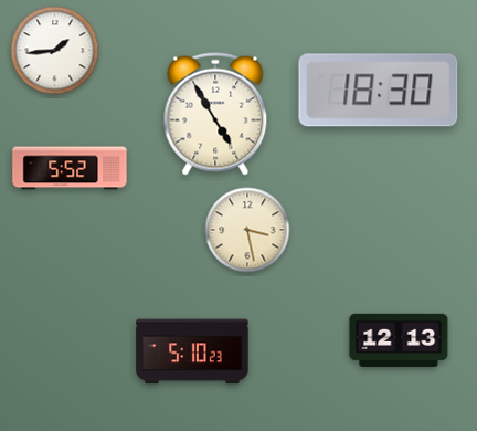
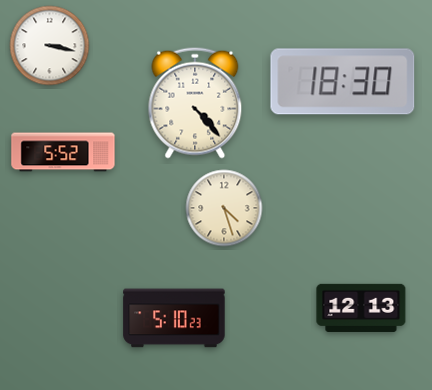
clock at (55, 51): 1:44 -> 3:17
clock at (215, 114): 4:55 -> 4:23
clock at (247, 230): 3:28 -> 4:27
